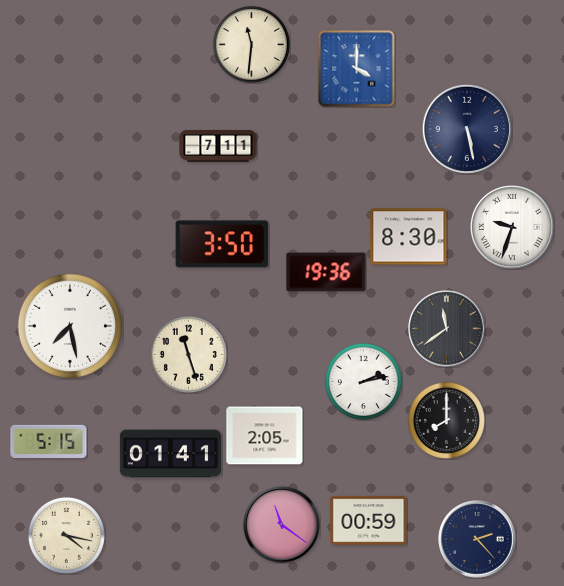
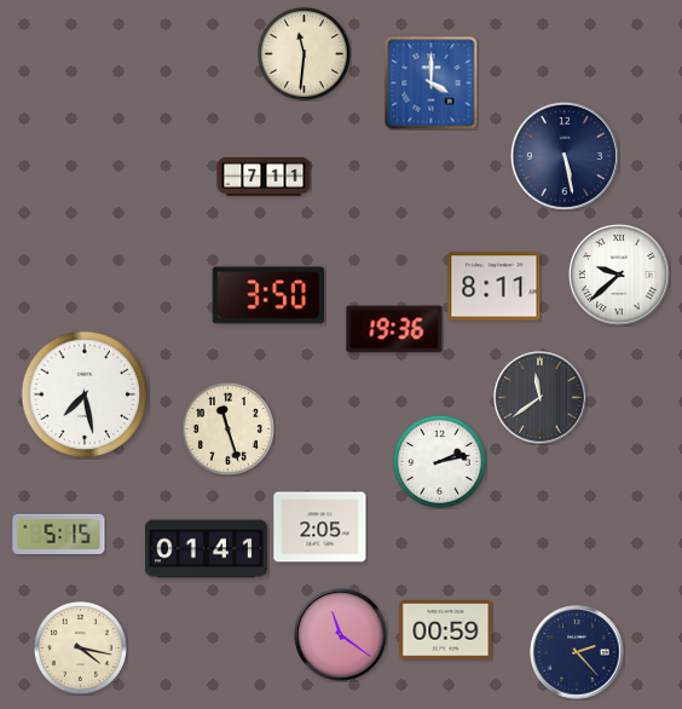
clock at (512, 227): 9:33 -> 9:38
clock at (409, 237): 8:30 -> 8:11
clock at (446, 420): 8:00 -> none
